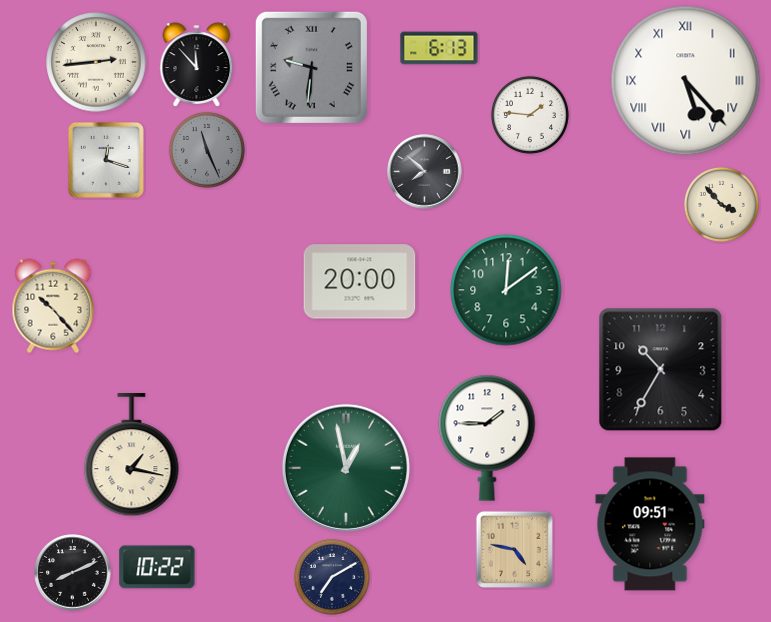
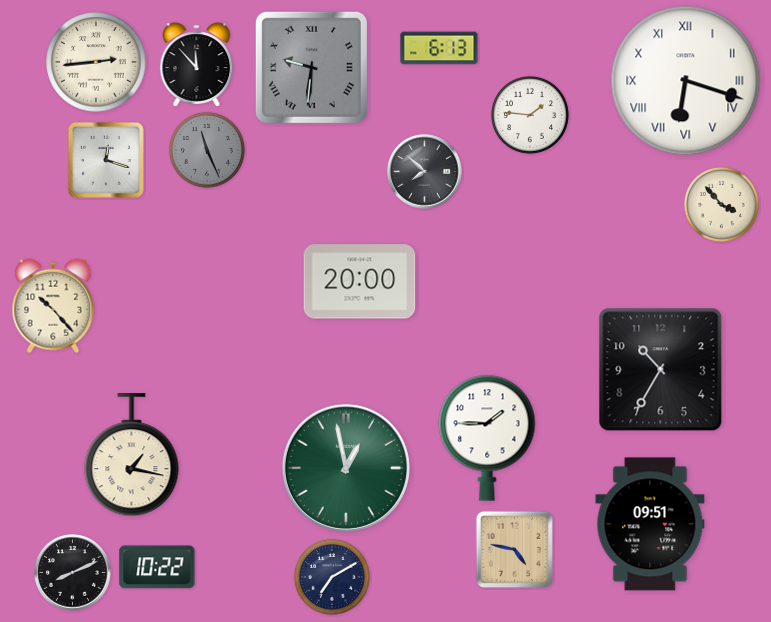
clock at (686, 81): 5:23 -> 6:18
clock at (506, 290): 12:09 -> none
